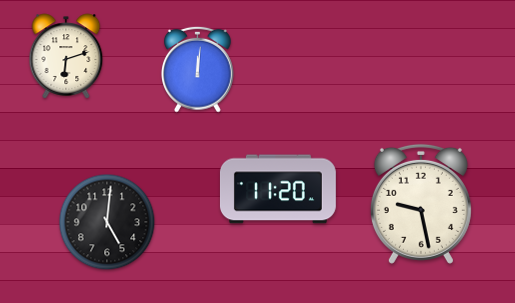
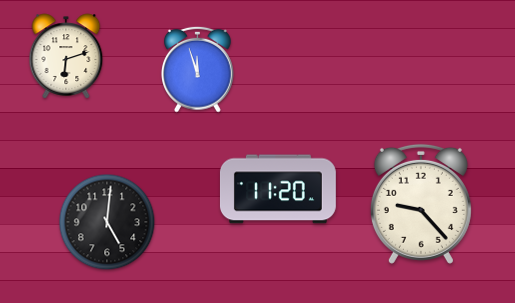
clock at (198, 69): 12:01 -> 11:57
clock at (421, 204): 9:28 -> 9:23
